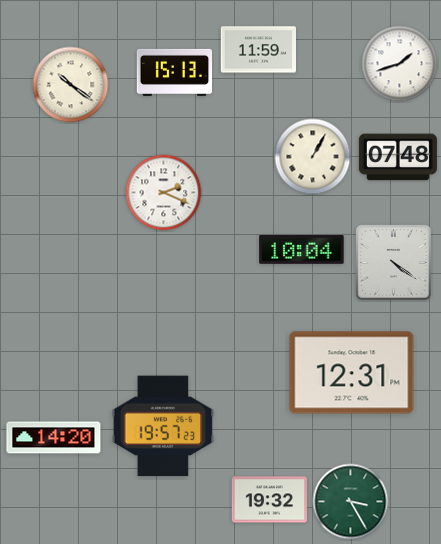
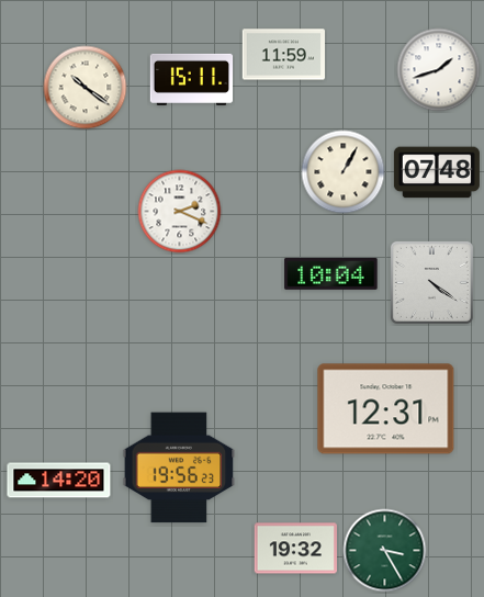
clock at (175, 72): 15:13 -> 15:11
clock at (71, 85) position: (71, 85) -> (86, 88)
clock at (393, 262) position: (393, 262) -> (431, 282)
clock at (163, 426): 19:57 -> 19:56
